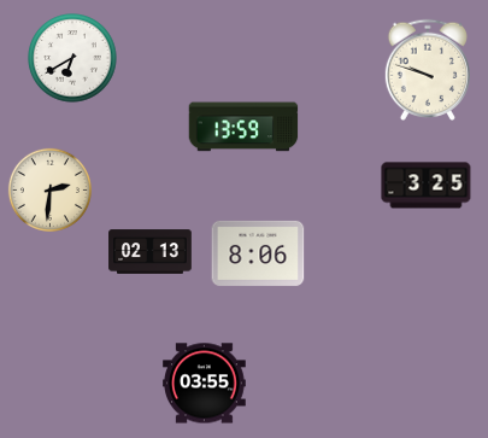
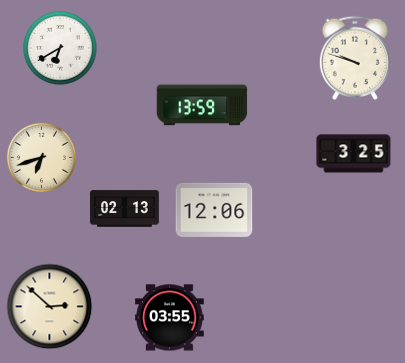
clock at (49, 189): 2:31 -> 6:42
clock at (258, 253): 8:06 -> 12:06
clock at (50, 307): none -> 2:52
